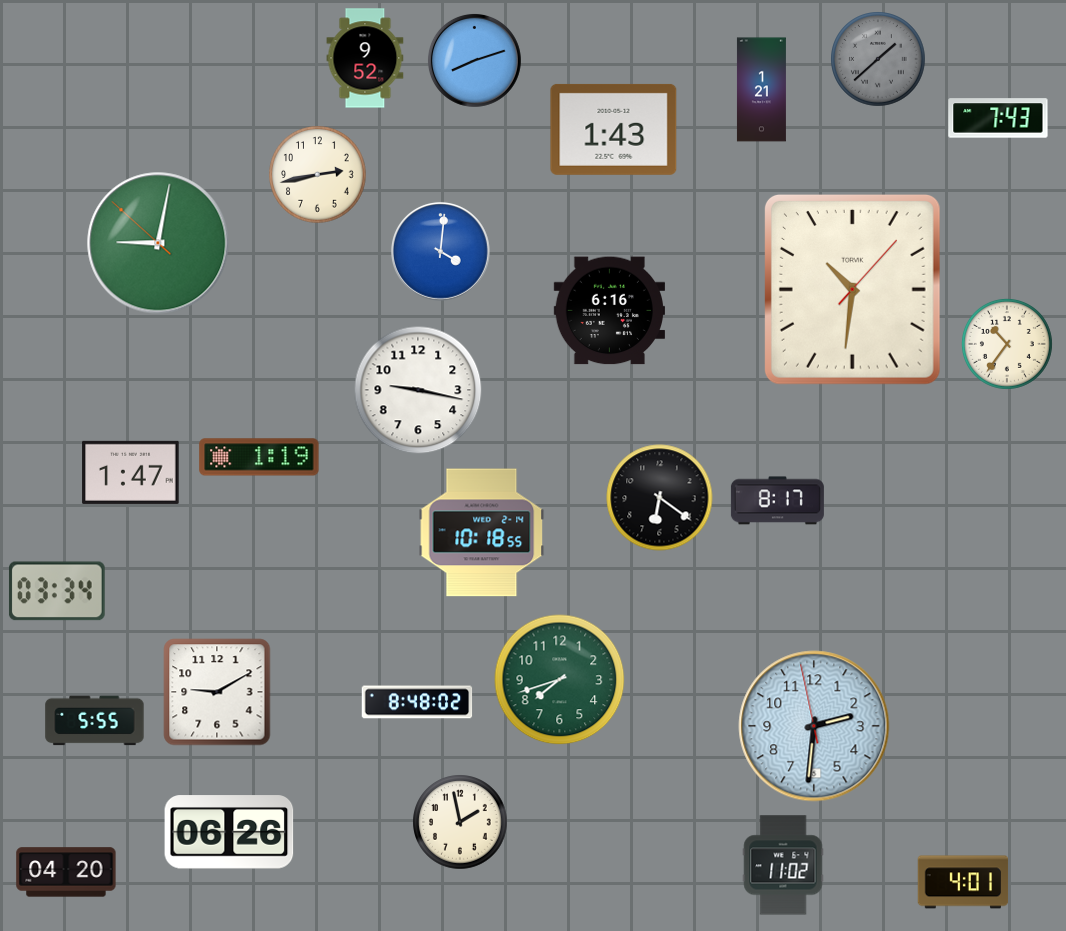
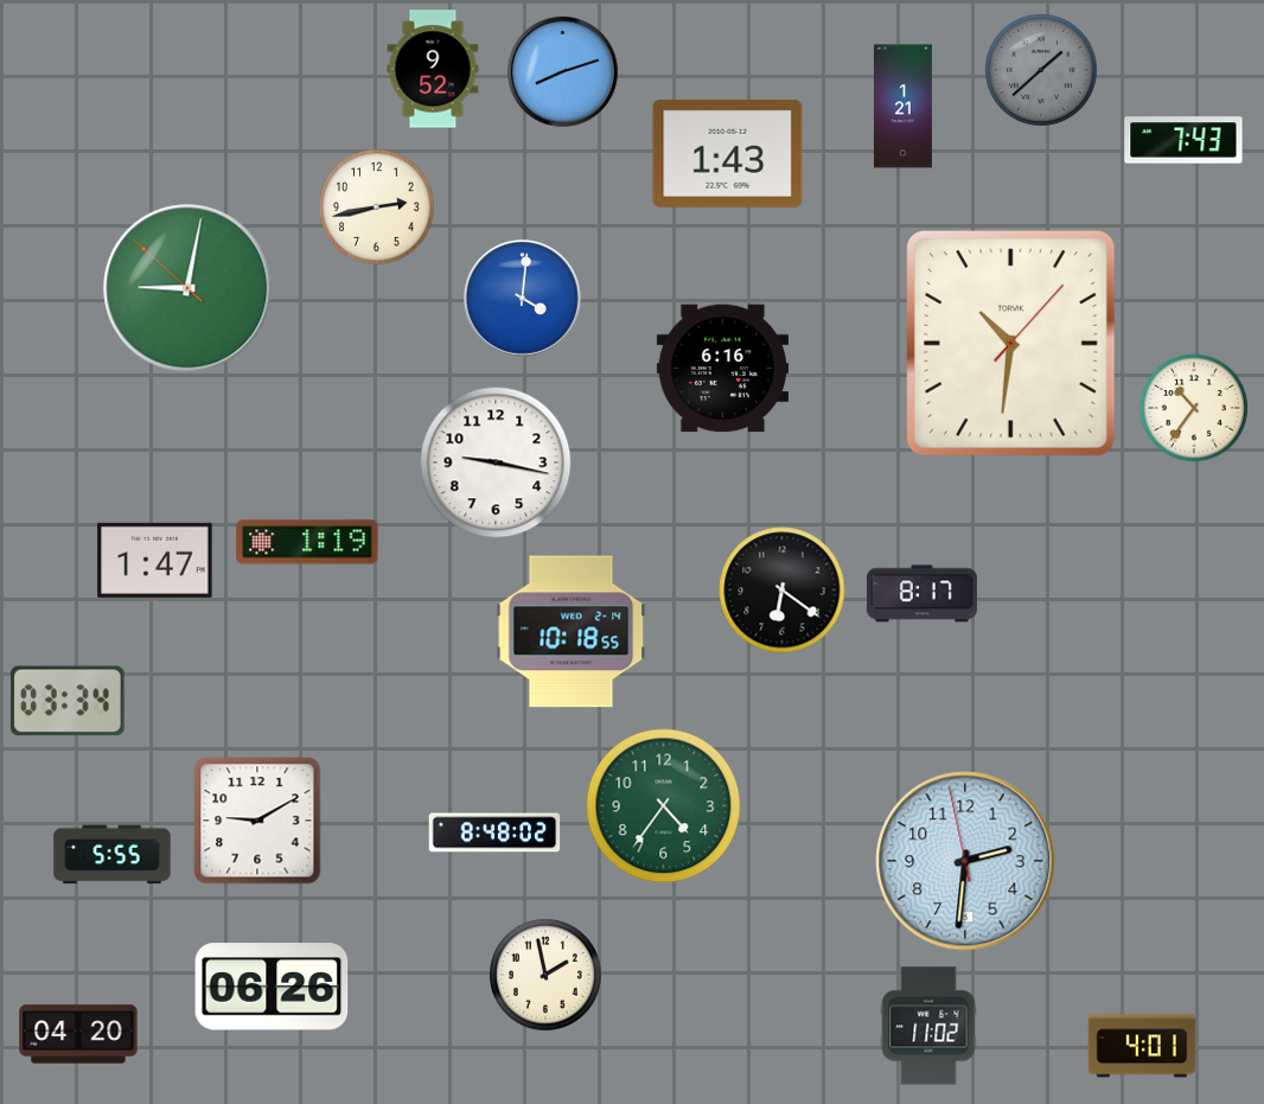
clock at (560, 680): 7:42 -> 4:36
